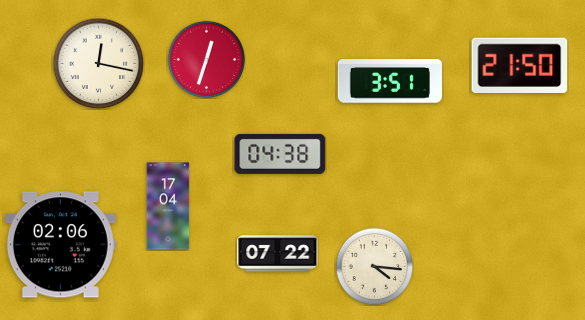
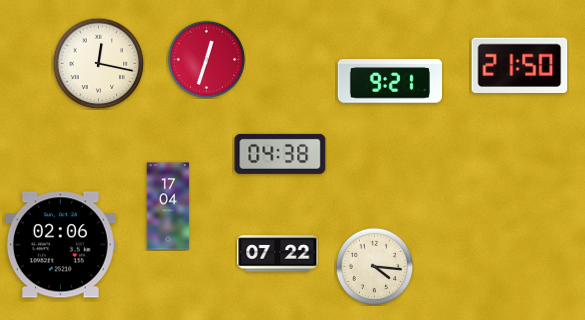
clock at (390, 81): 3:51 -> 9:21
